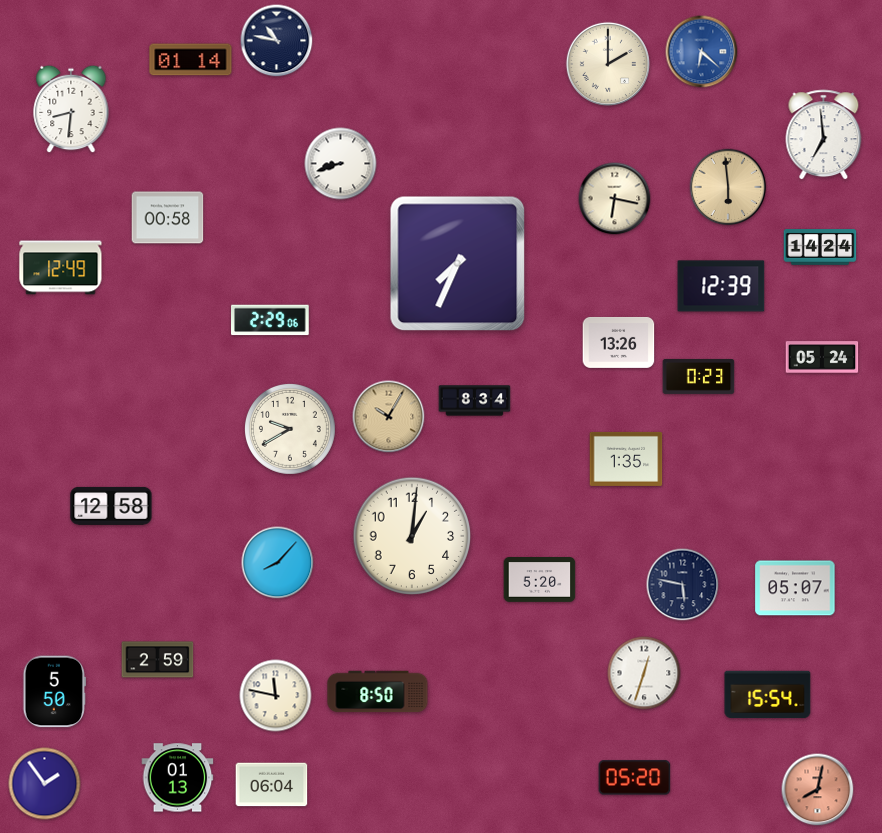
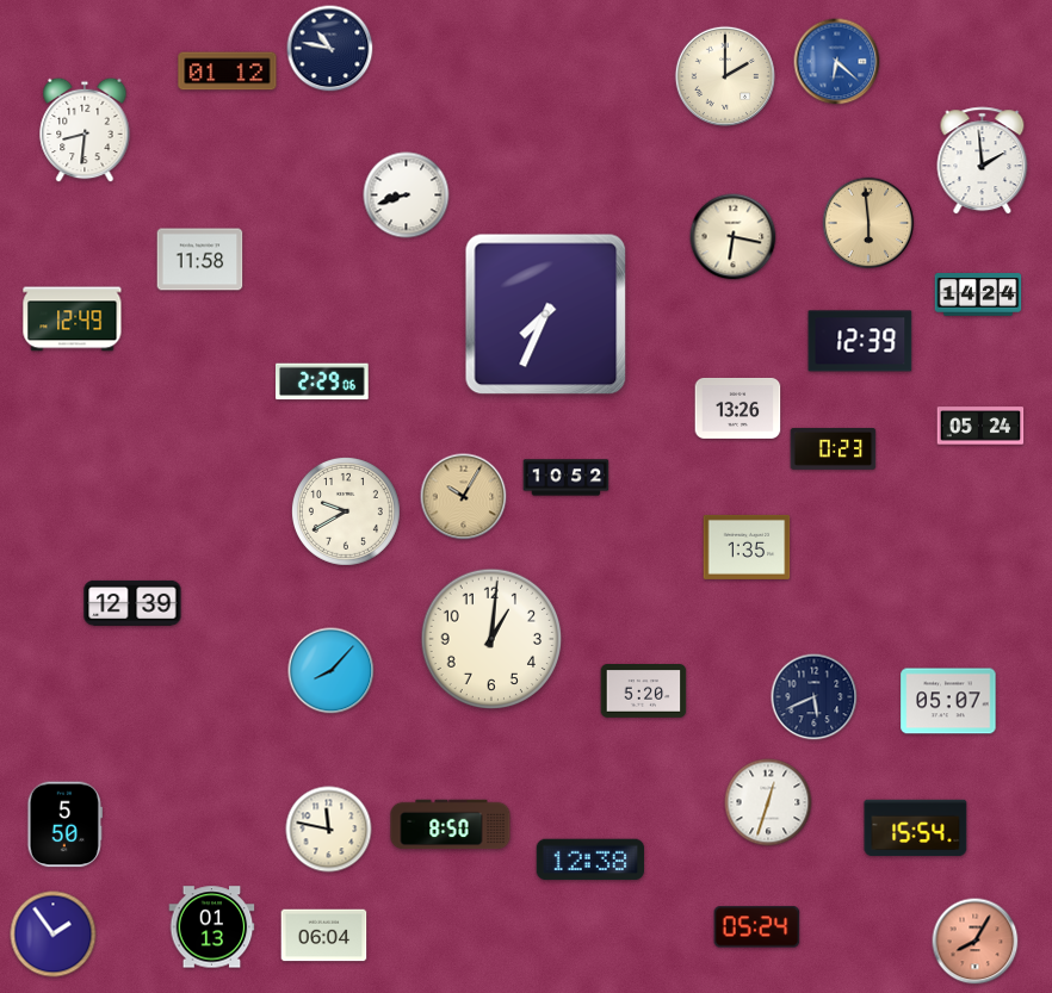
clock at (191, 60): 01:14 -> 01:12
clock at (824, 135): 6:59 -> 1:59
clock at (168, 218): 00:58 -> 11:58
clock at (475, 401): 8:34 -> 10:52
clock at (111, 506): 12:58 -> 12:39
clock at (683, 585): 5:47 -> 5:41
clock at (158, 660): 2:59 -> none
clock at (589, 859): none -> 12:38
clock at (635, 778): 05:20 -> 05:24
clock at (818, 790): 8:02 -> 8:05
